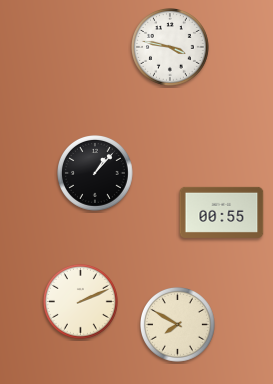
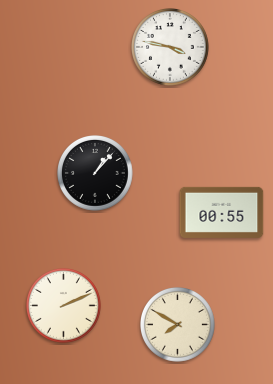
clock at (81, 302) position: (81, 302) -> (64, 306)
